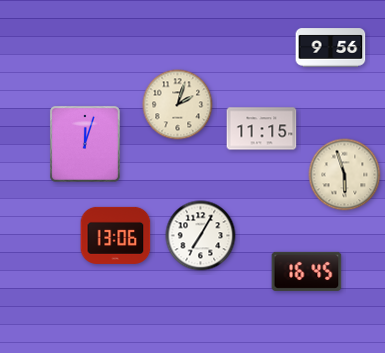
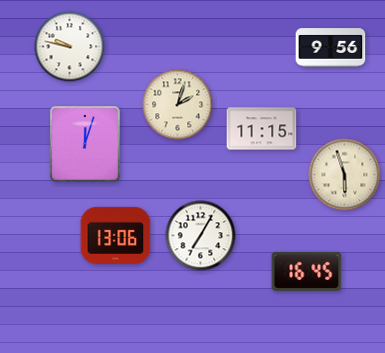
clock at (70, 47): none -> 9:47
